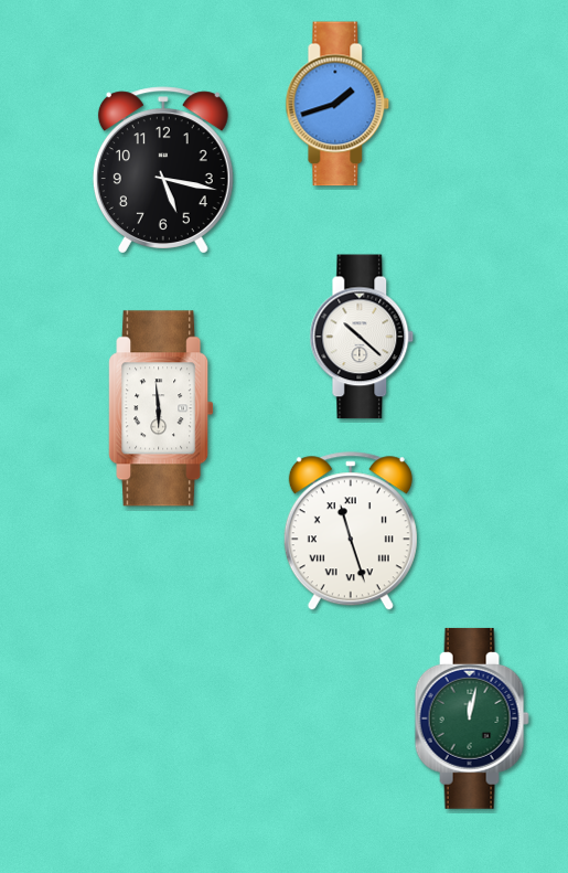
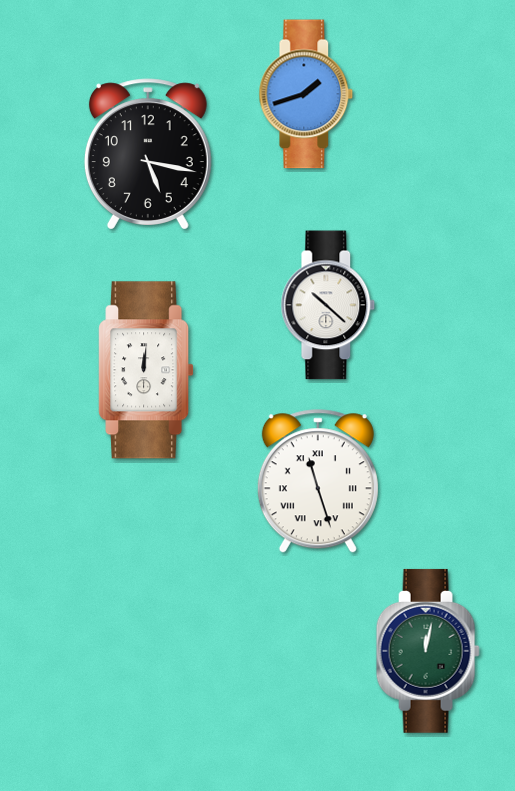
clock at (161, 408): 5:59 -> 12:01
